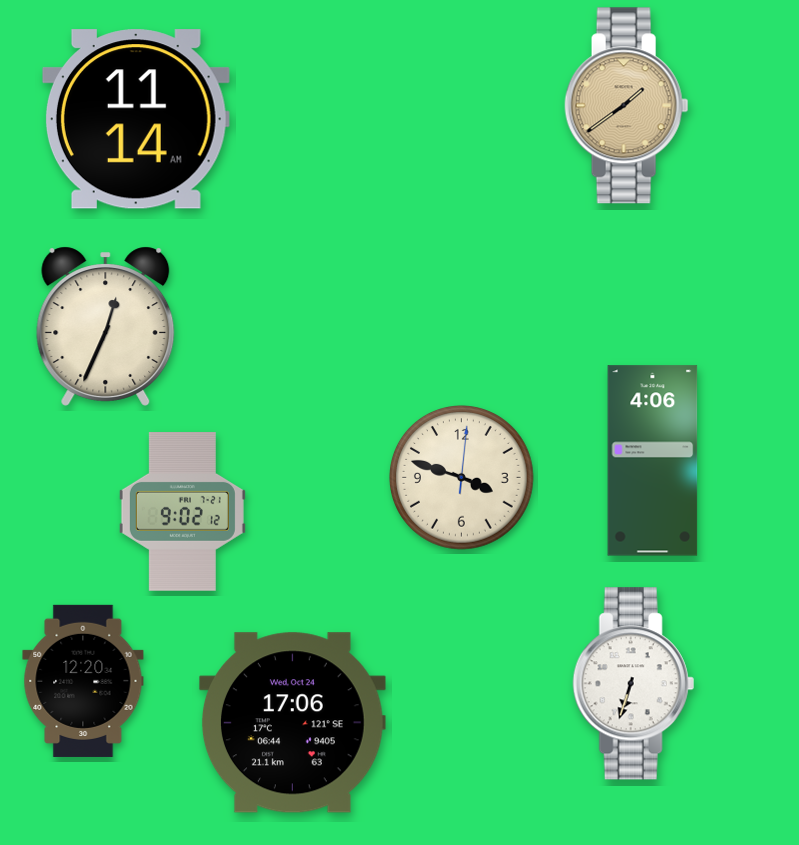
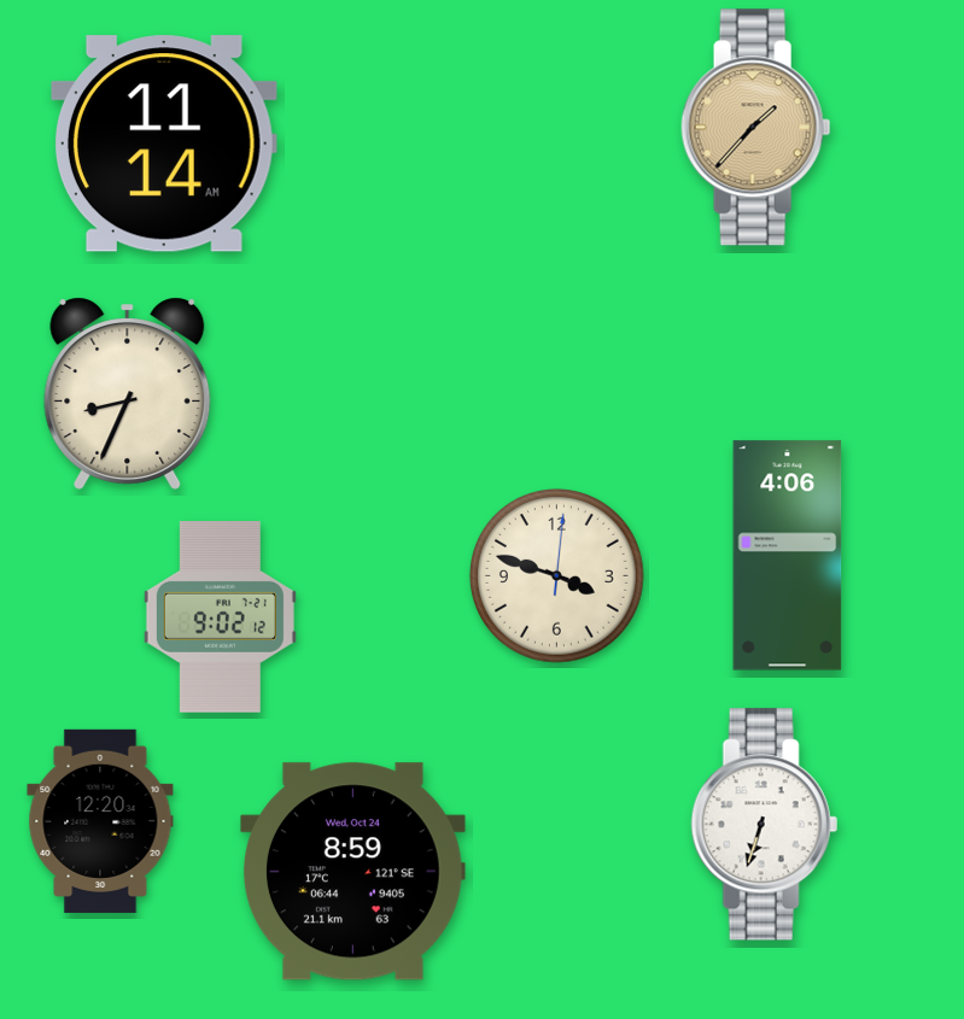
clock at (627, 106): 1:39 -> 1:37
clock at (106, 326): 12:34 -> 8:34
clock at (292, 723): 17:06 -> 8:59
